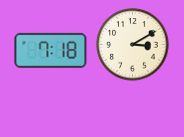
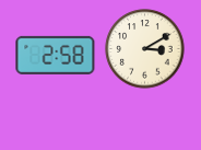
clock at (51, 50): 7:18 -> 2:58
